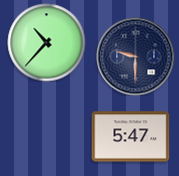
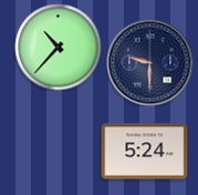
clock at (46, 42) position: (46, 42) -> (58, 47)
clock at (130, 137): 5:47 -> 5:24
